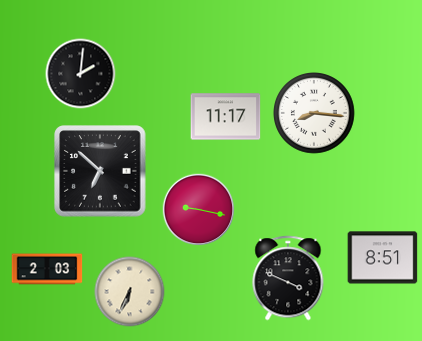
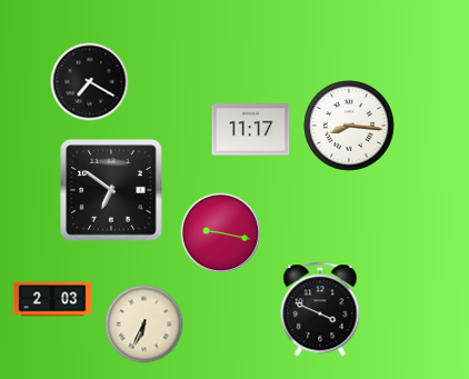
clock at (81, 74): 2:01 -> 7:20
clock at (100, 171): 6:52 -> 6:51
clock at (383, 258): 8:51 -> none
